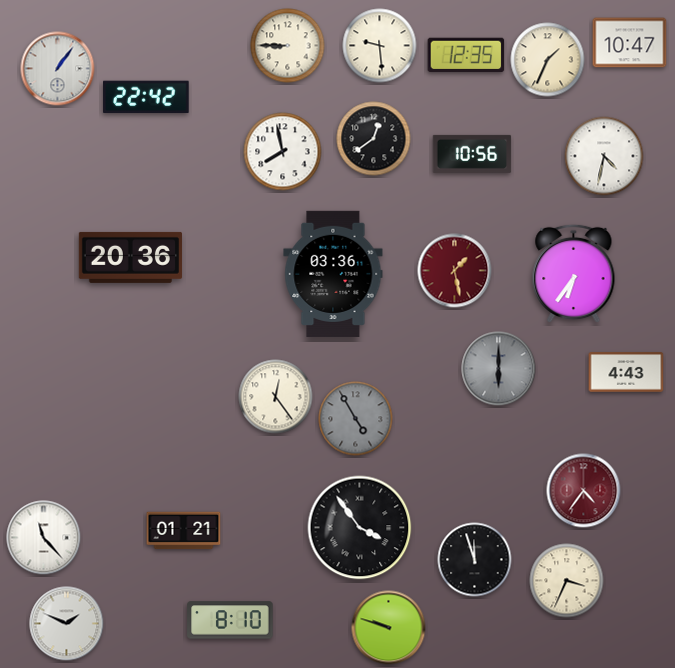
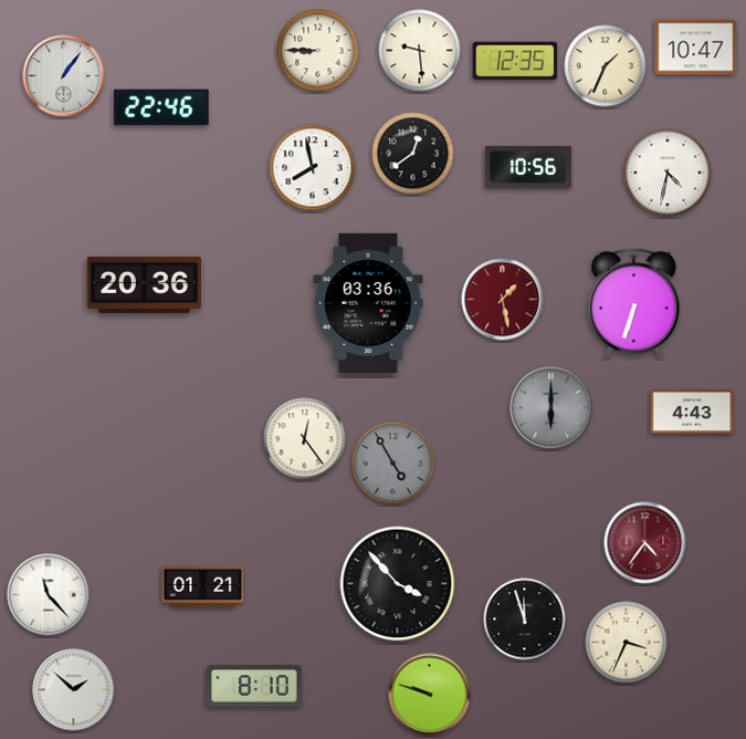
clock at (146, 97): 22:42 -> 22:46
clock at (472, 154) position: (472, 154) -> (528, 167)
clock at (574, 274): 6:36 -> 6:33
clock at (360, 528): 3:54 -> 3:53
clock at (67, 624): 1:49 -> 1:52
